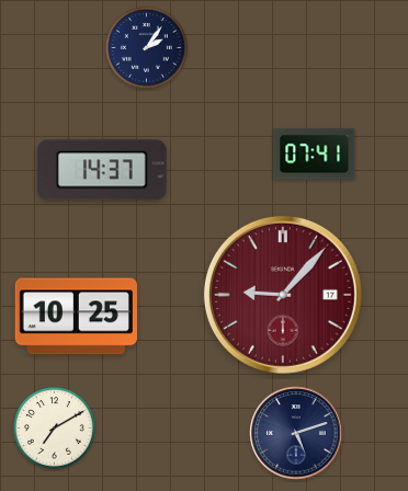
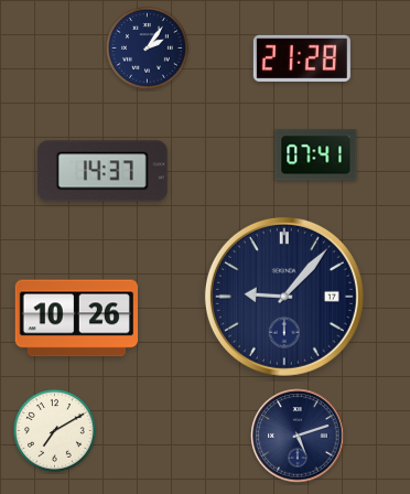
clock at (302, 57): none -> 21:28
clock at (283, 295) dial: burgundy -> navy
clock at (76, 317): 10:25 -> 10:26
